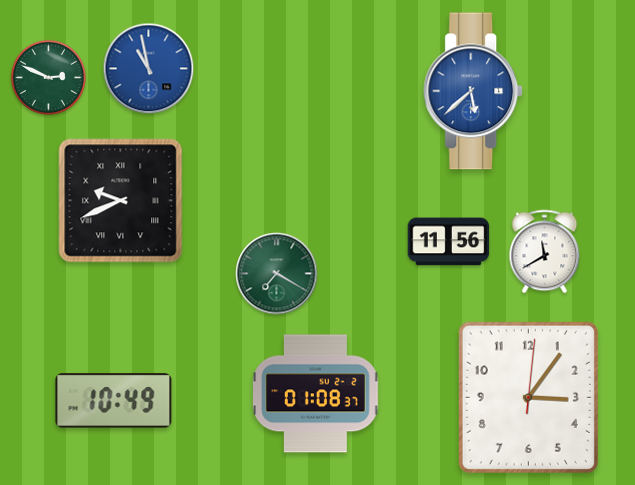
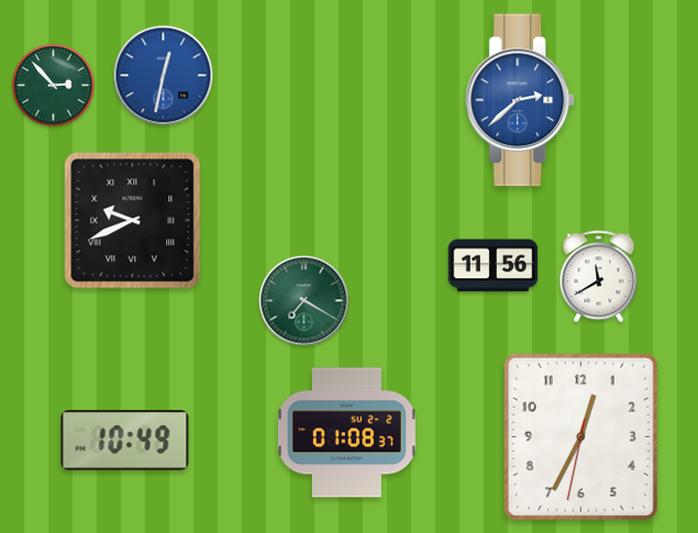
clock at (149, 69): 10:58 -> 12:32
clock at (48, 77): 2:49 -> 2:53
clock at (474, 91): 5:38 -> 2:38
clock at (528, 397): 3:06 -> 12:34
